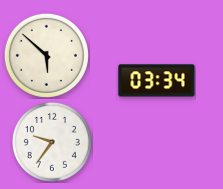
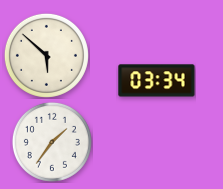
clock at (52, 142): 9:36 -> 1:36
